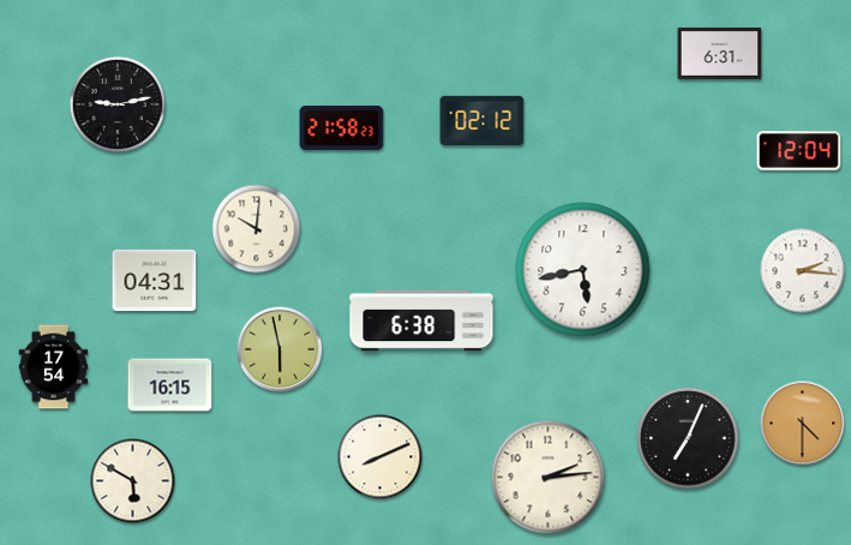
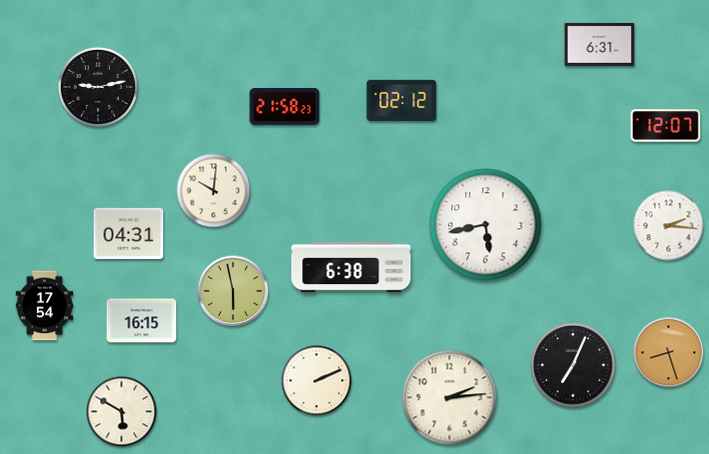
clock at (799, 151): 12:04 -> 12:07
clock at (803, 424): 4:30 -> 8:27
clock at (380, 457): 8:11 -> 2:11
clock at (549, 478) position: (549, 478) -> (450, 398)
clock at (133, 481) position: (133, 481) -> (122, 412)
